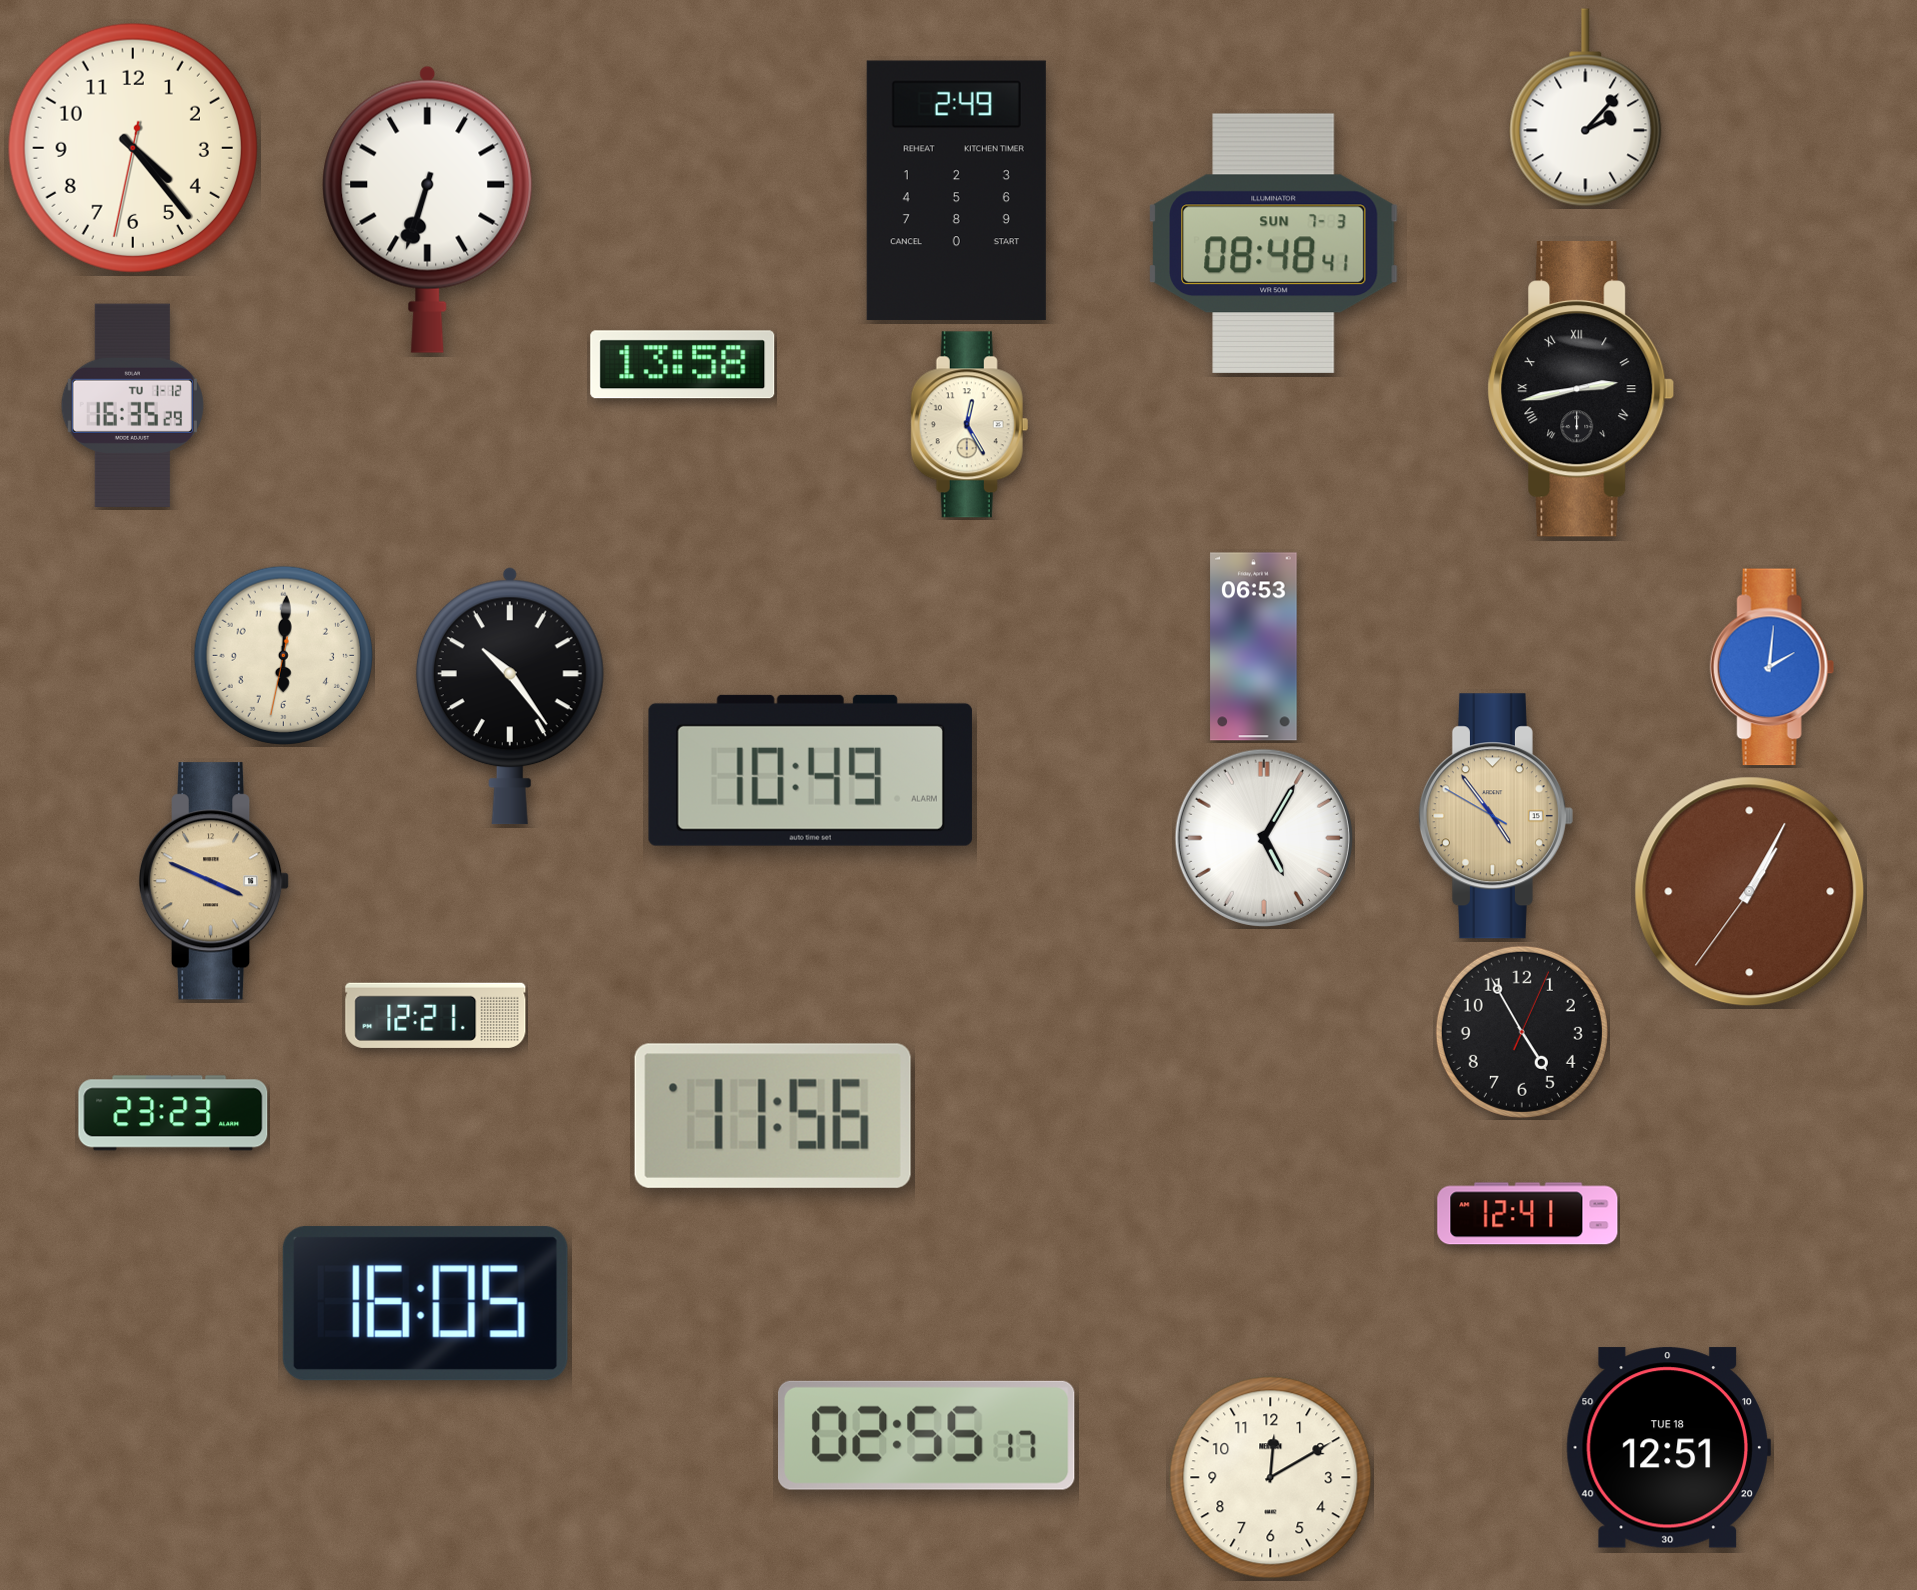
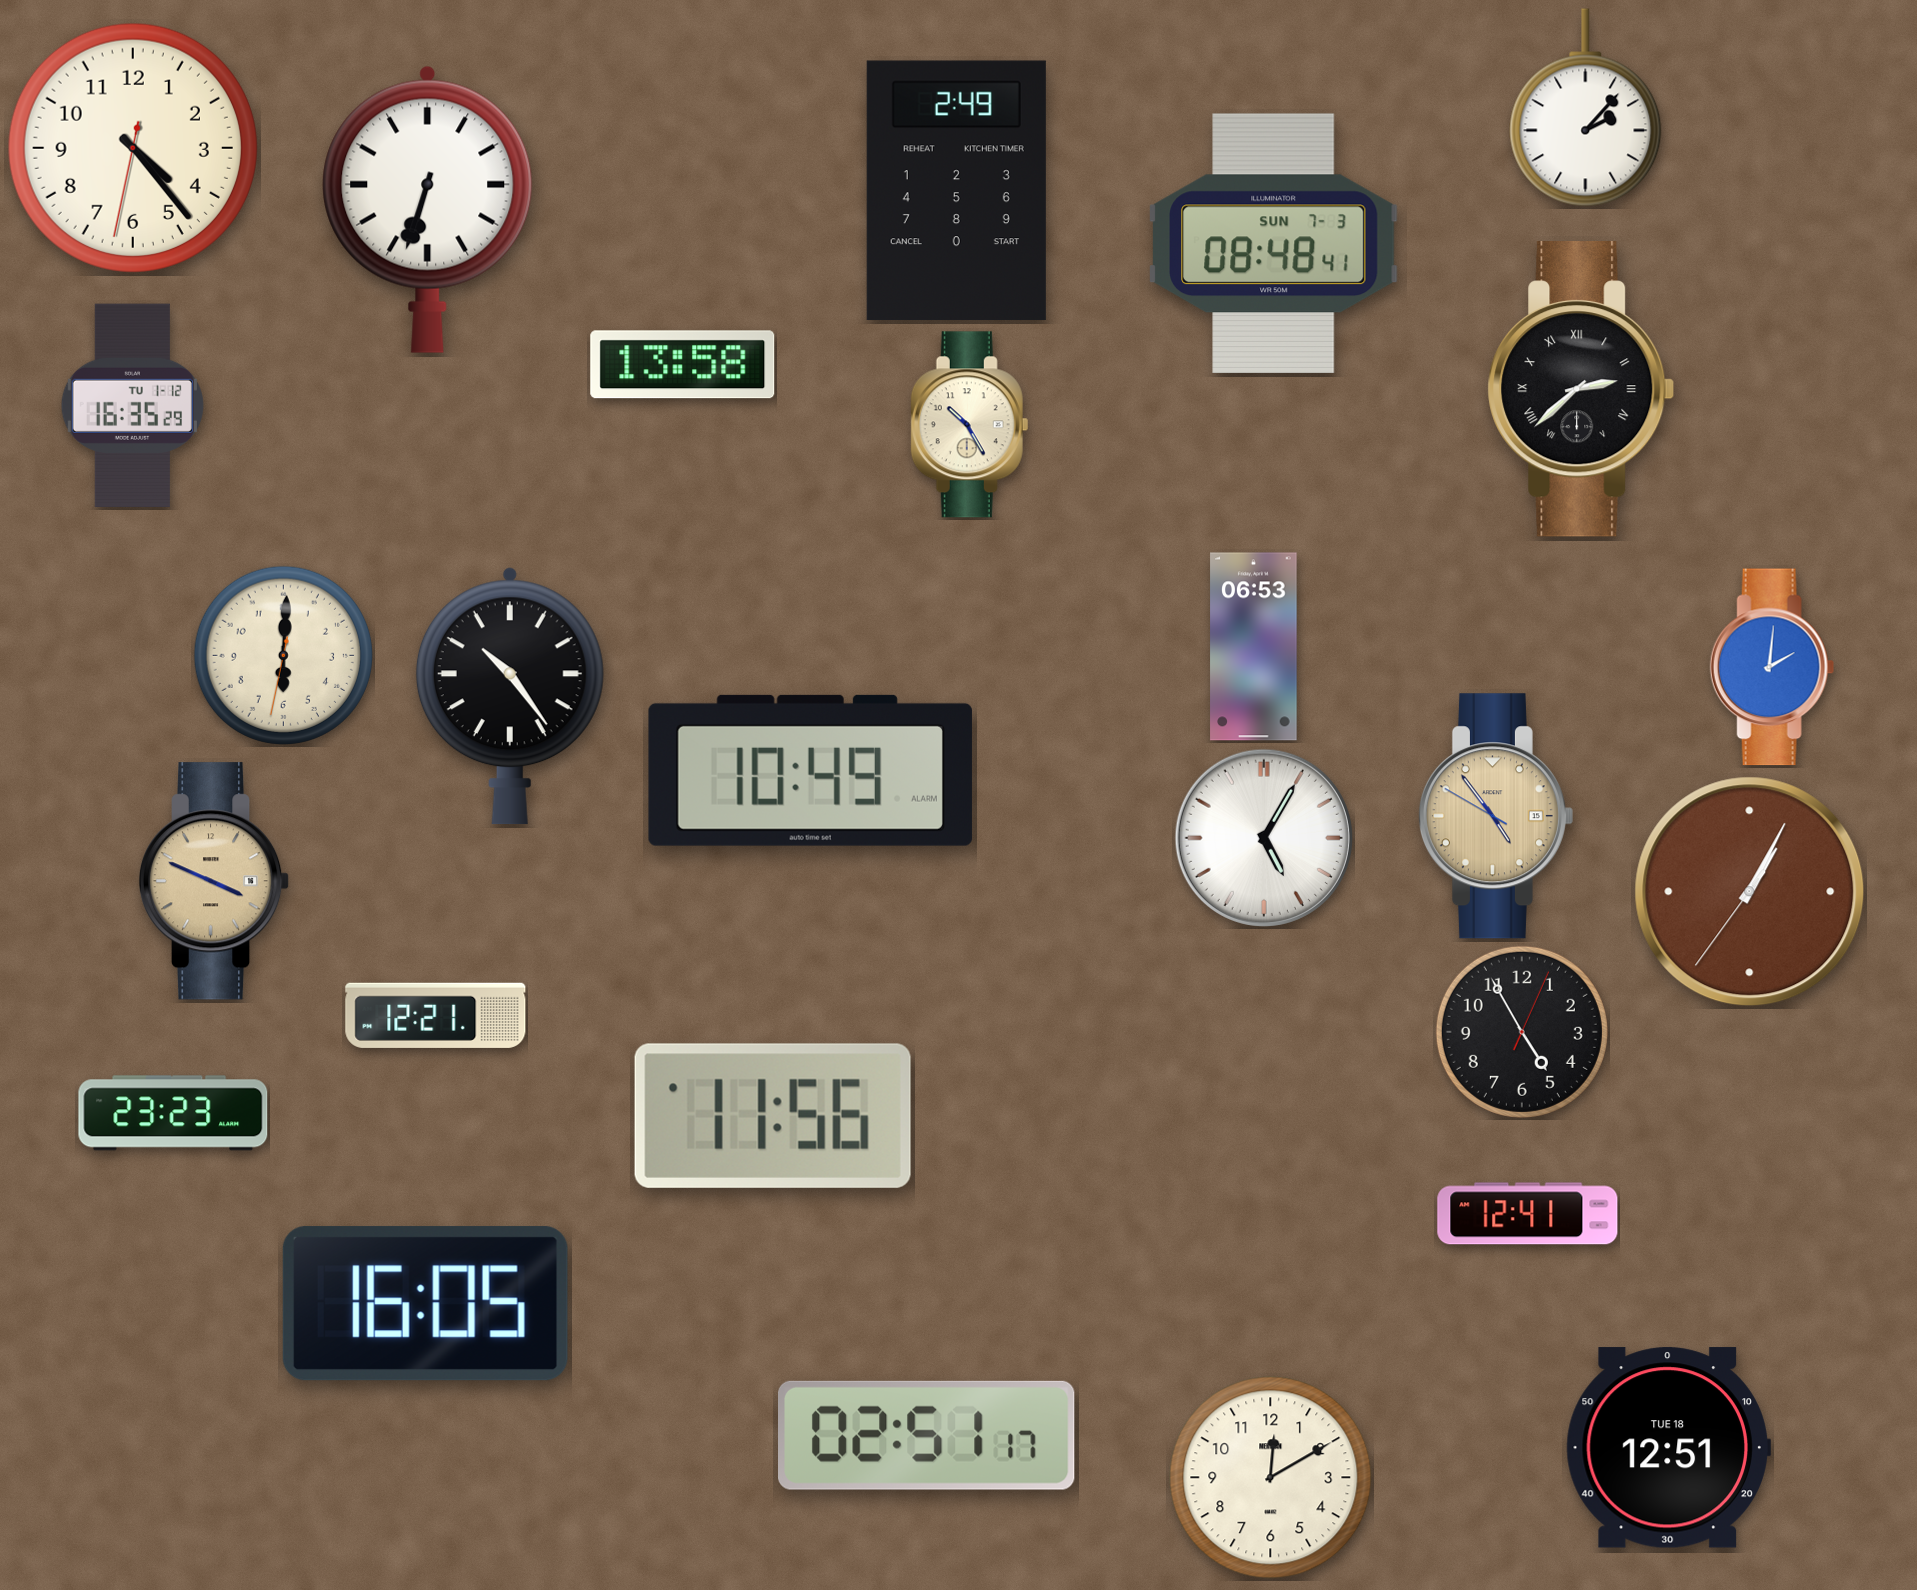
clock at (1581, 389): 2:43 -> 2:38
clock at (970, 425): 12:25 -> 10:25
clock at (927, 1435): 02:55 -> 02:51
